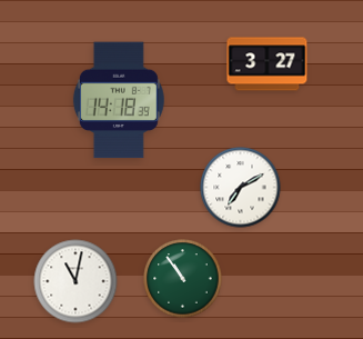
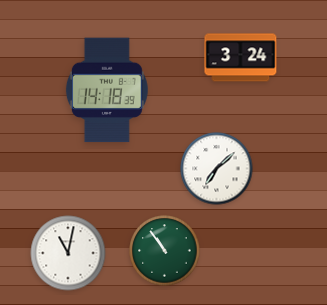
clock at (268, 64): 3:27 -> 3:24
clock at (241, 188): 7:10 -> 7:08
